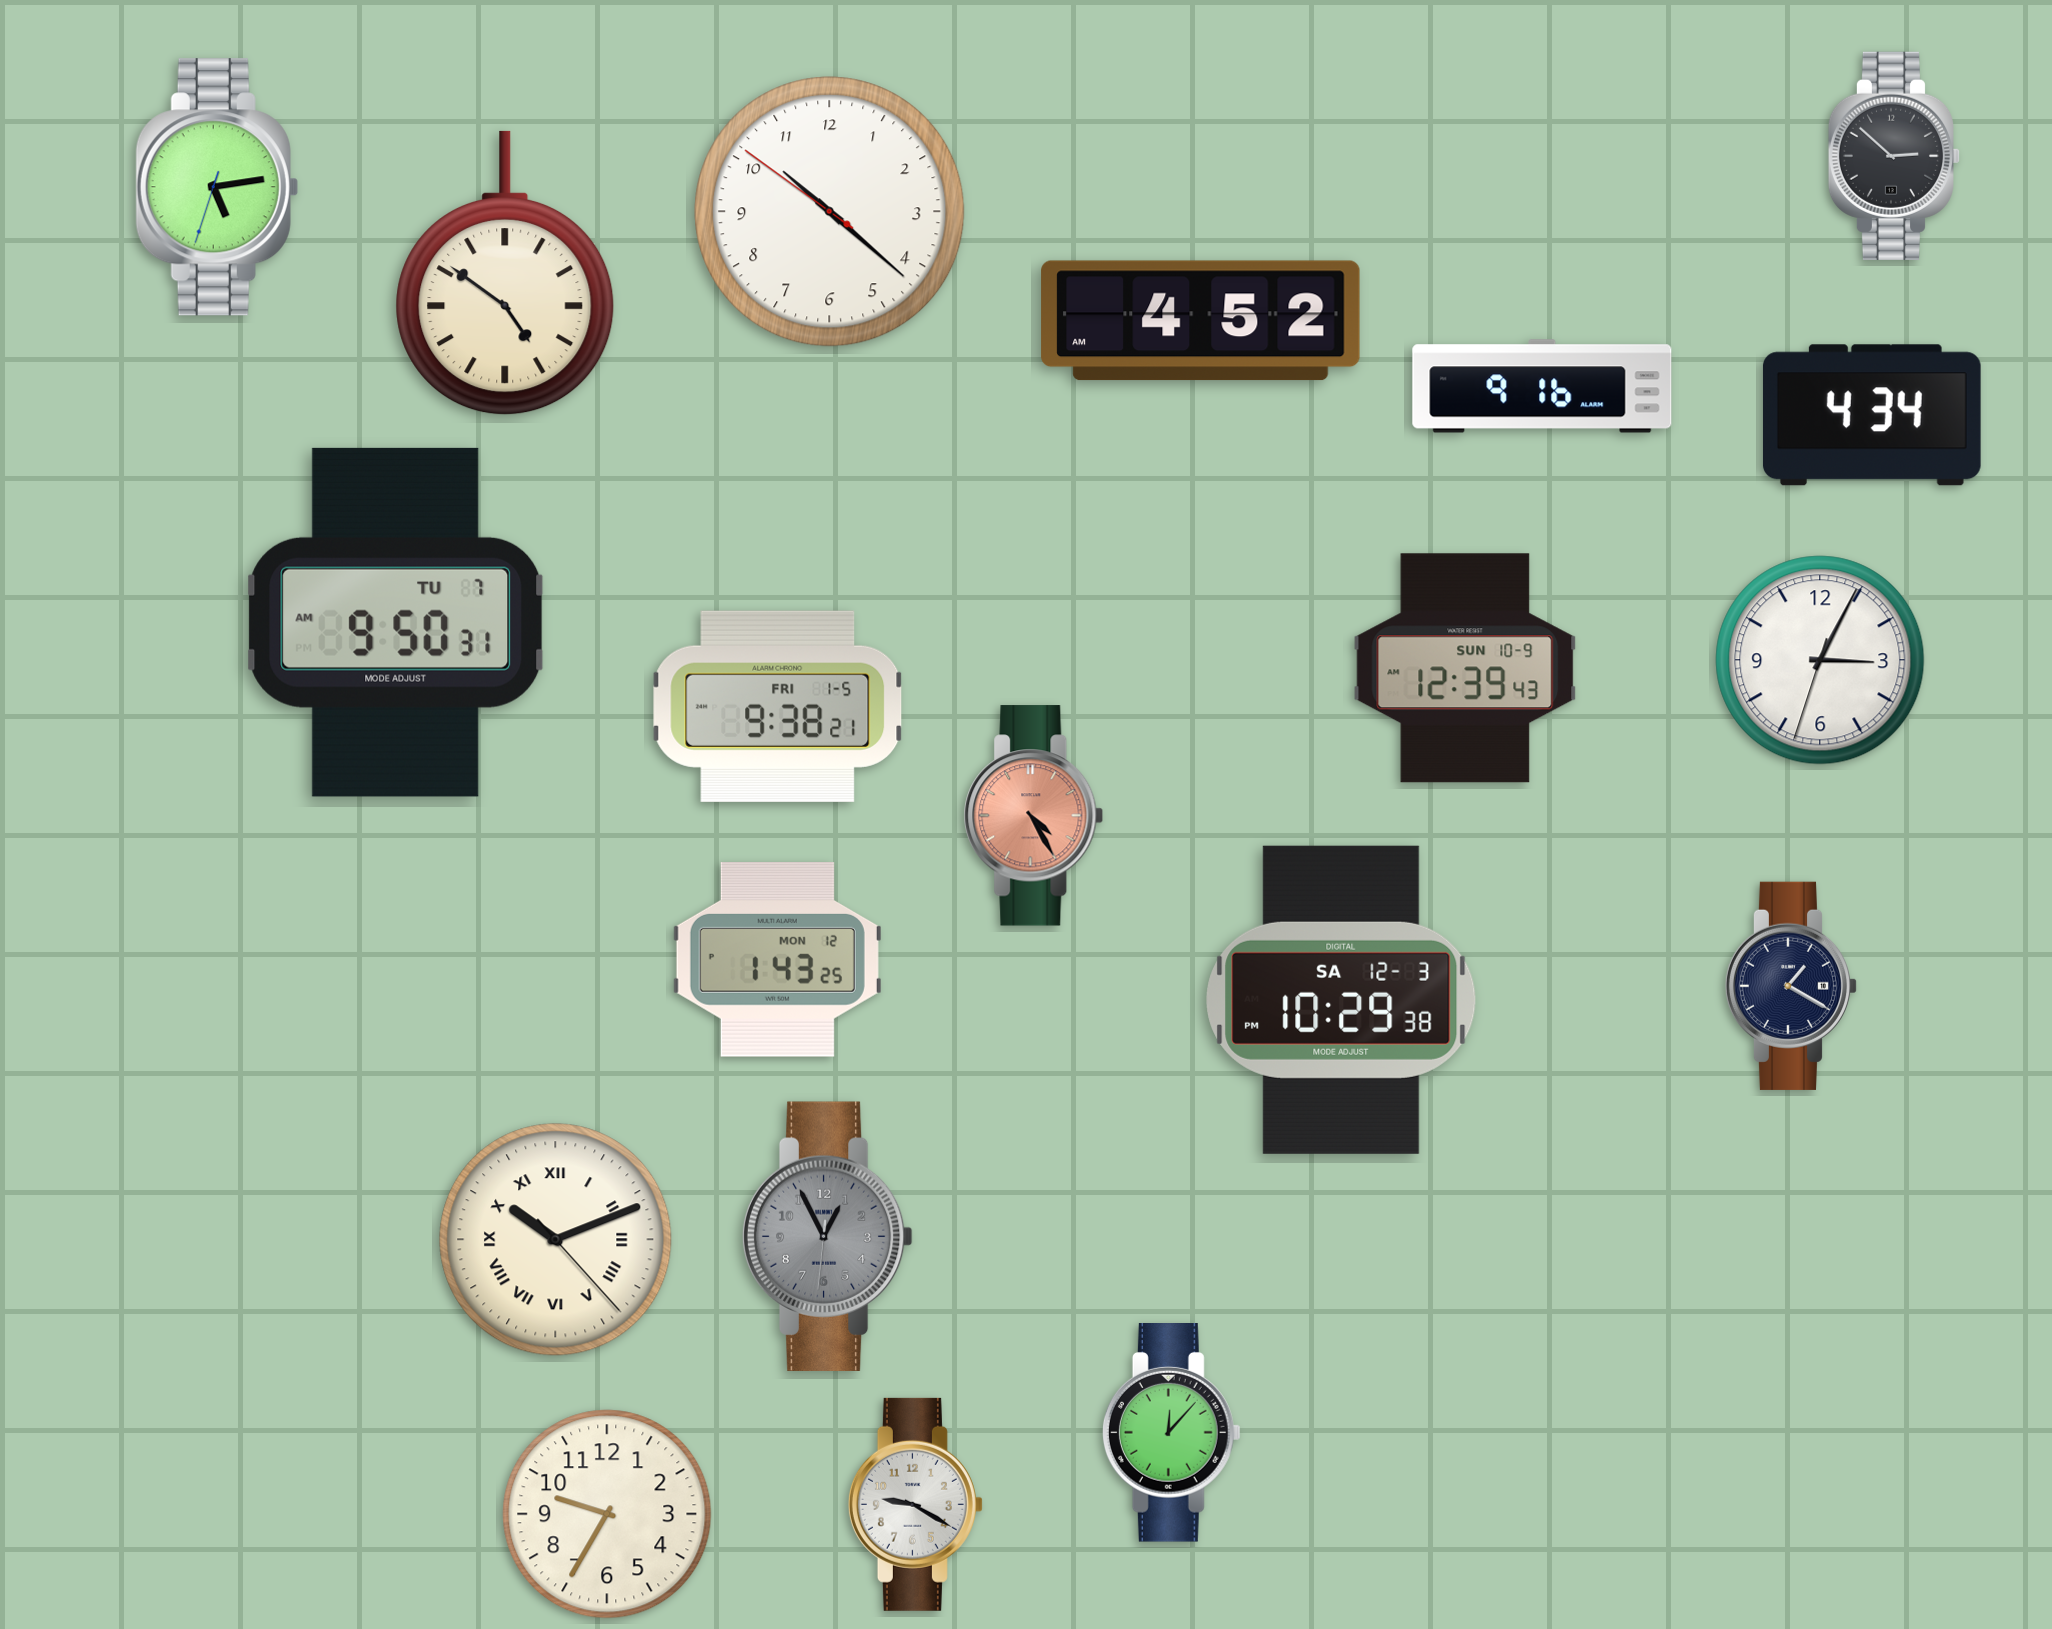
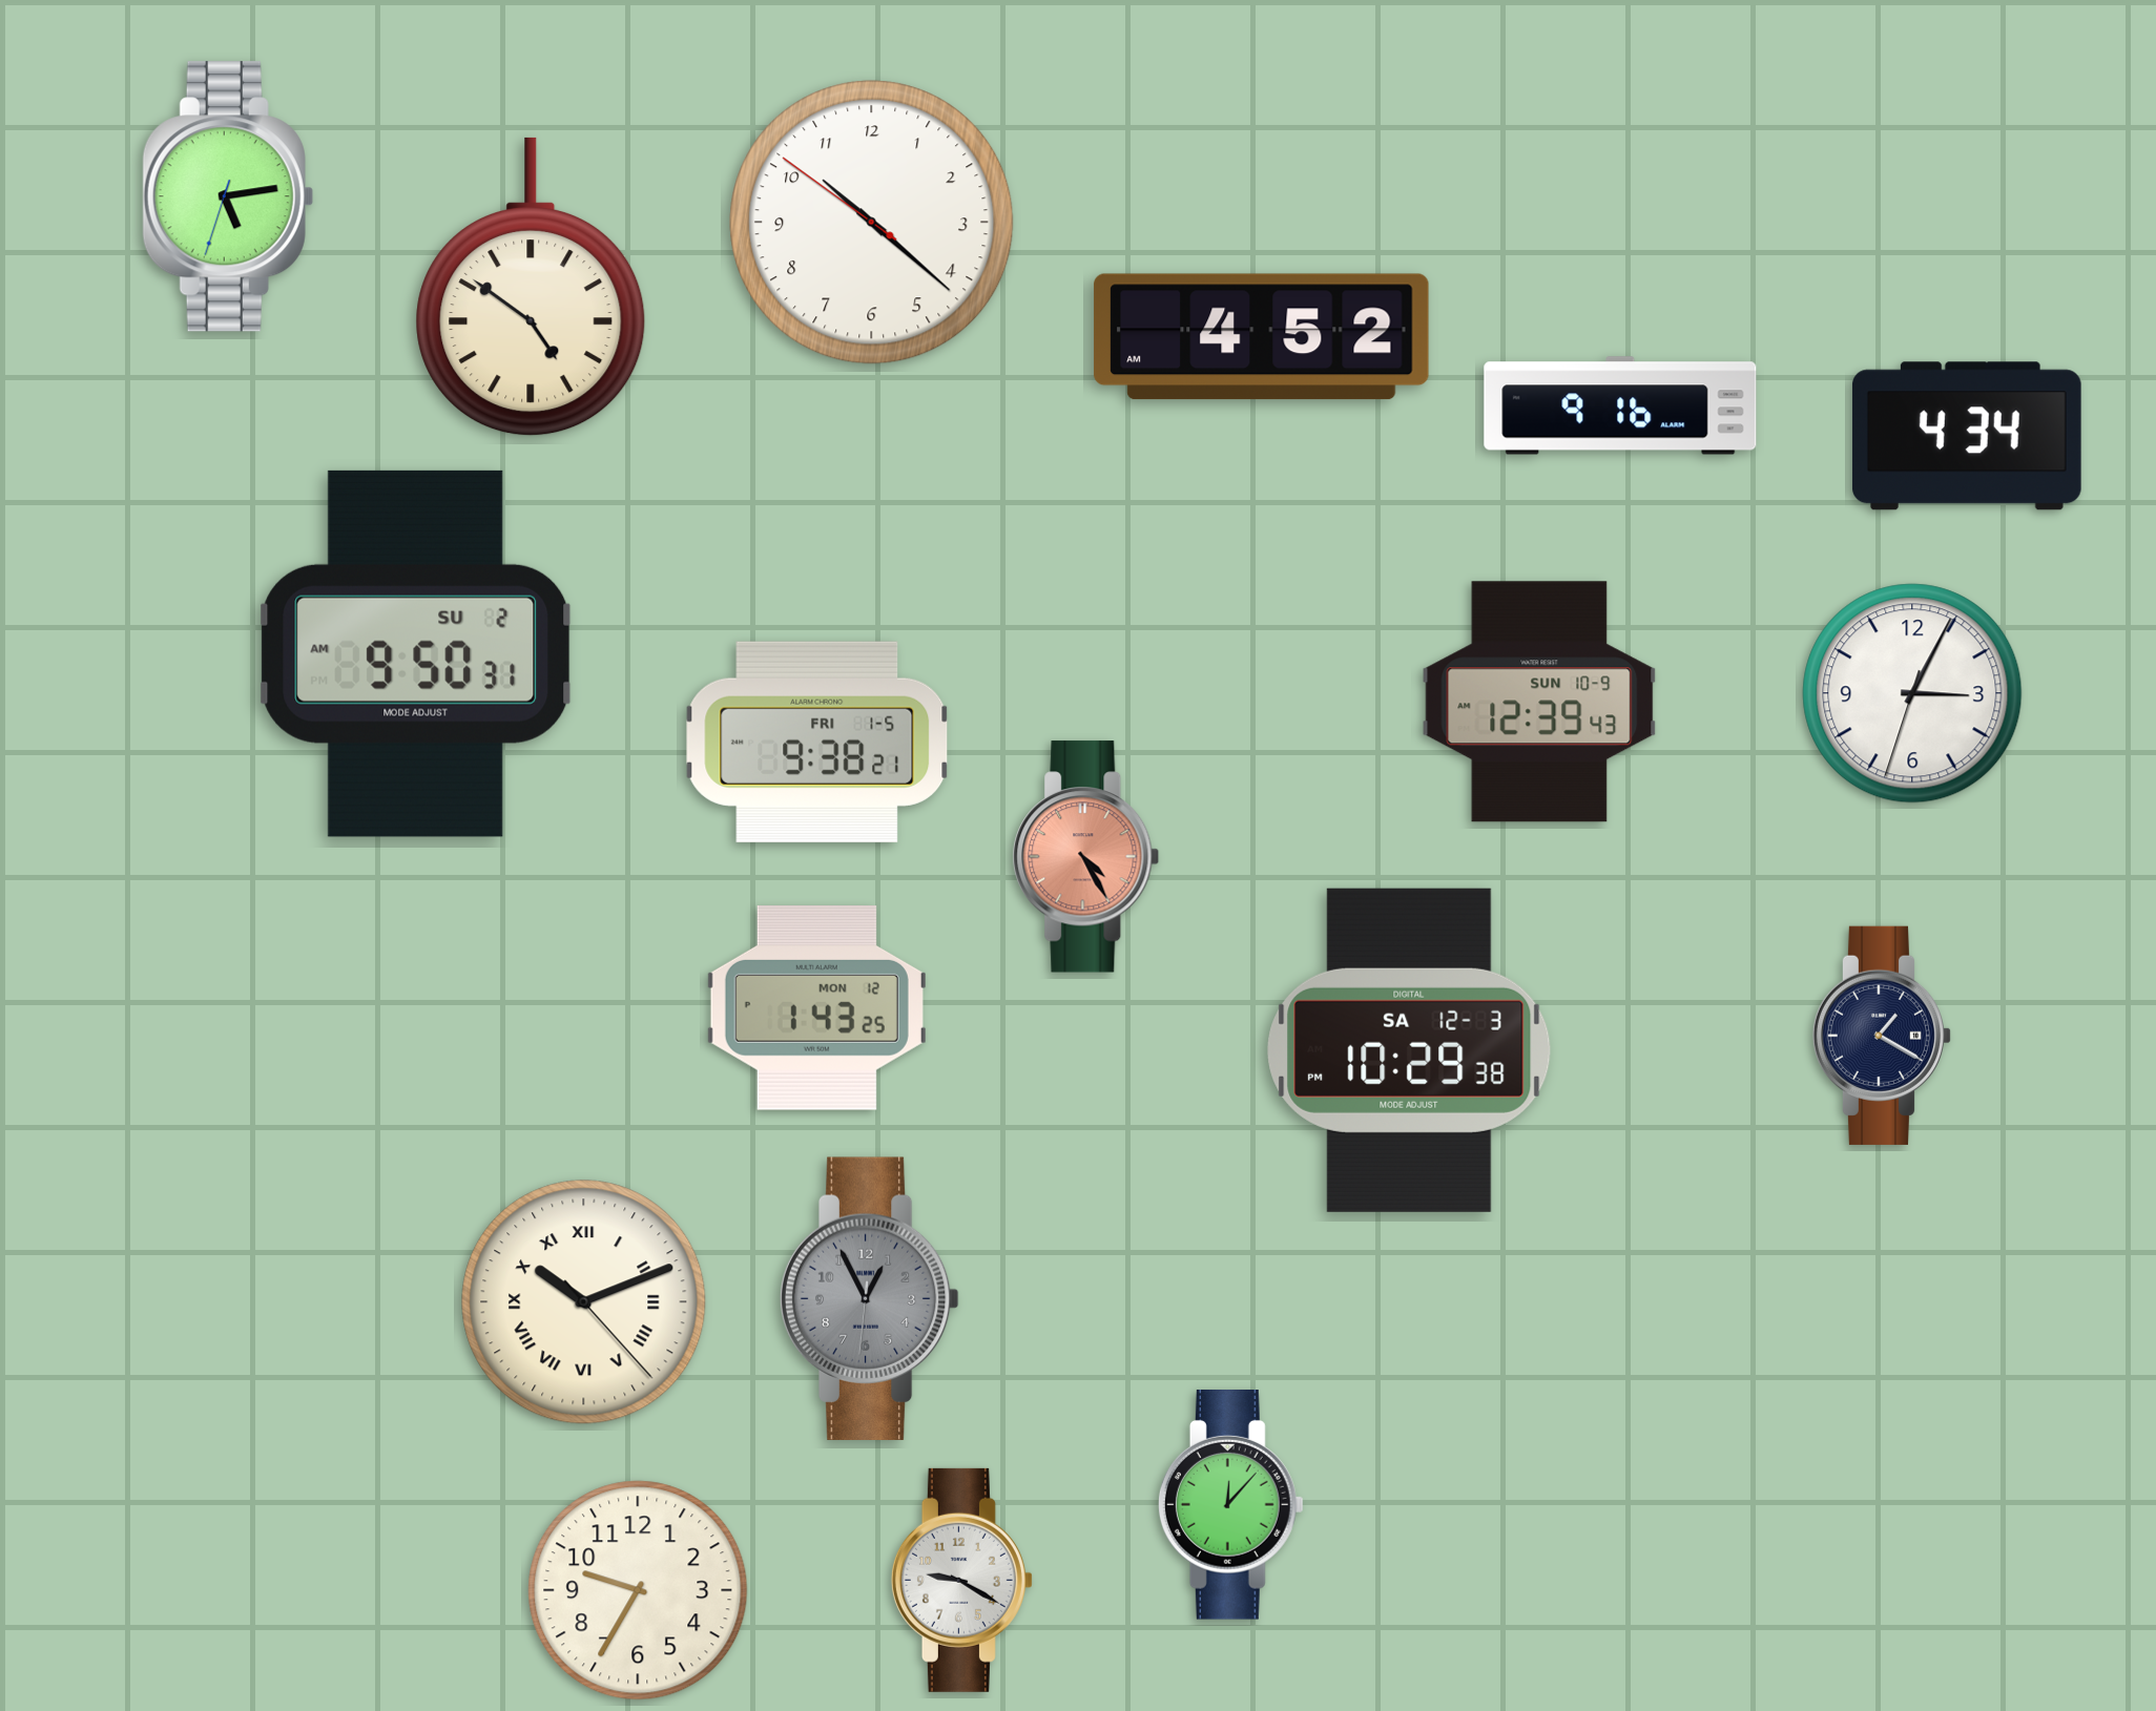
clock at (1894, 156): 2:52 -> none
clock at (396, 622) date: TU 7 -> SU 2
